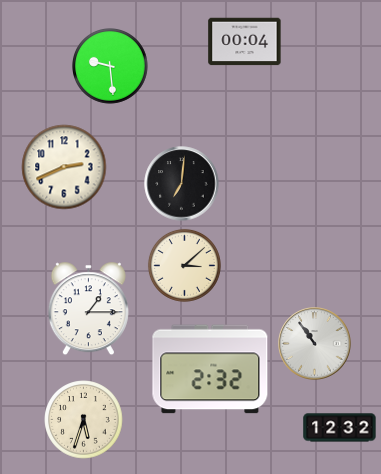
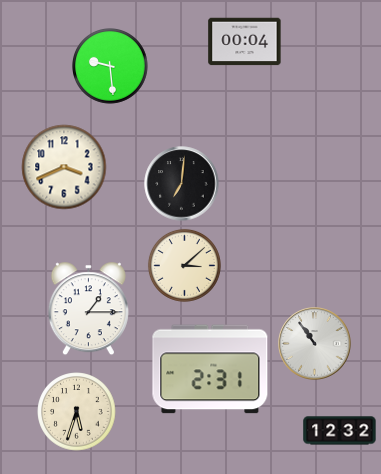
clock at (64, 167): 2:41 -> 3:41
clock at (210, 369): 2:32 -> 2:31
clock at (84, 420) position: (84, 420) -> (77, 412)
clock at (340, 428) position: (340, 428) -> (340, 431)
